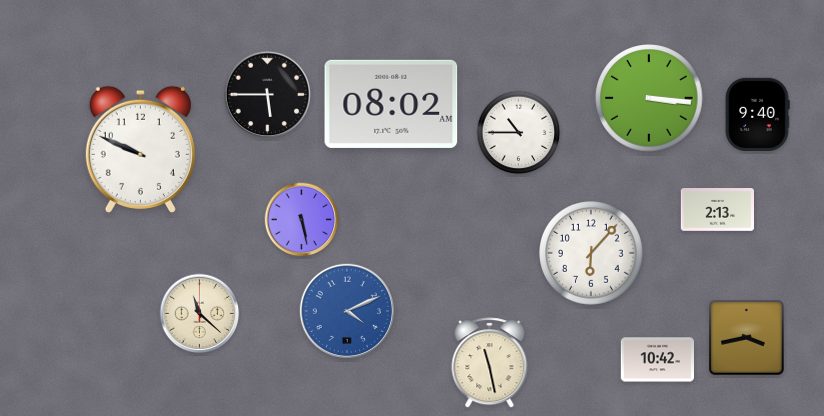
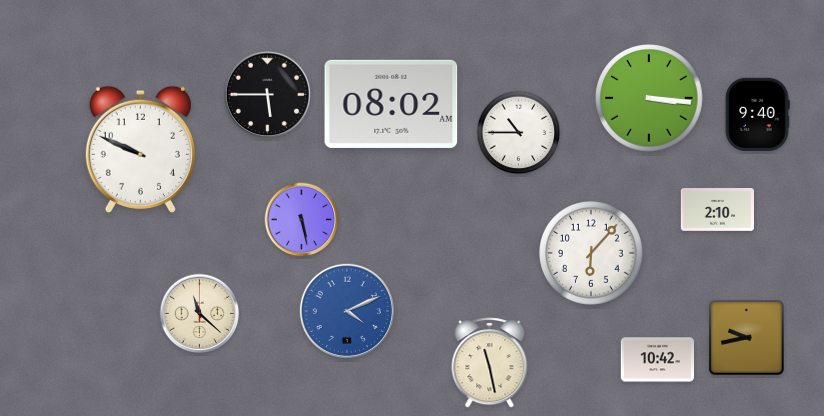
clock at (717, 210): 2:13 -> 2:10
clock at (747, 338): 3:43 -> 9:43
